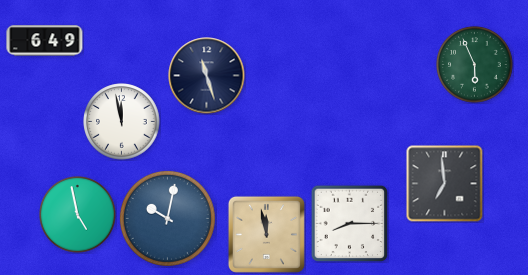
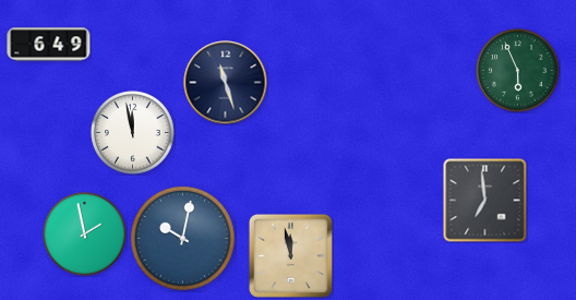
clock at (78, 215): 4:58 -> 1:58
clock at (349, 223): 8:15 -> none
